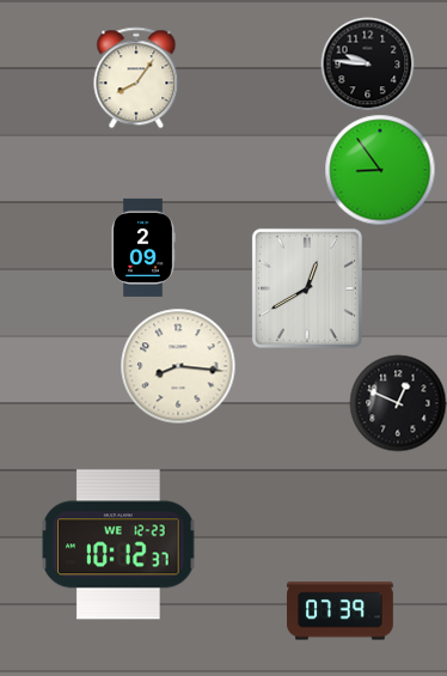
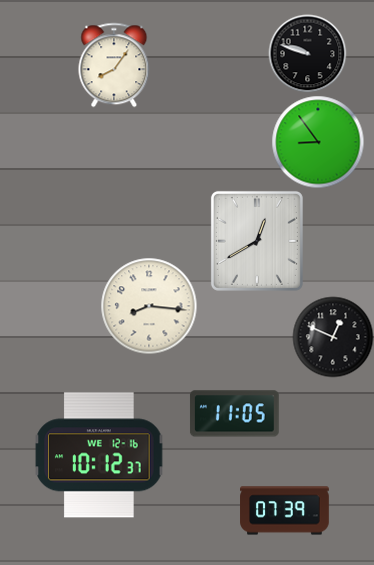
clock at (367, 63): 9:46 -> 9:48
clock at (143, 248): 2:09 -> none
clock at (234, 414): none -> 11:05
clock at (118, 544) date: WE 12-23 -> WE 12-16
